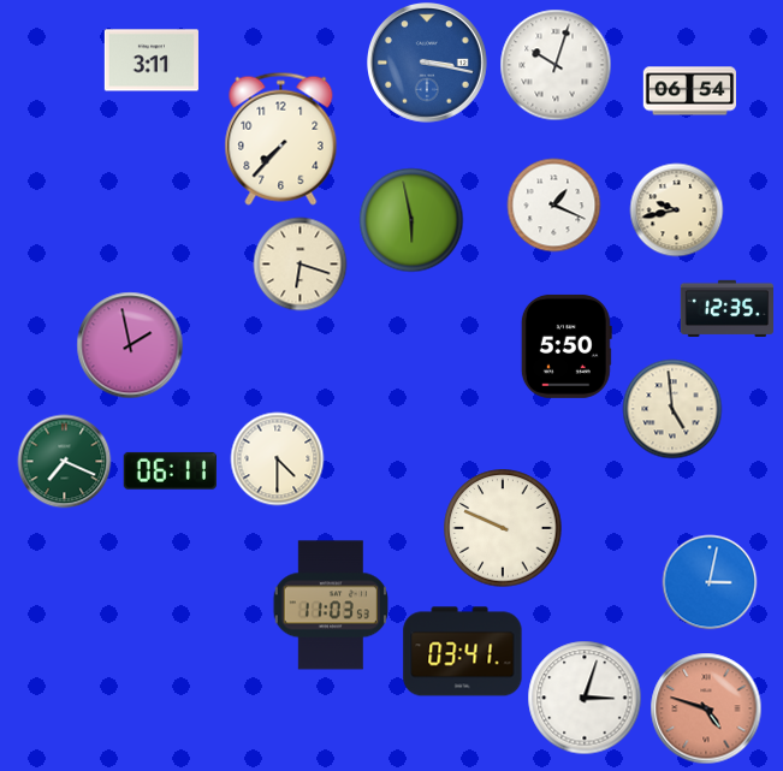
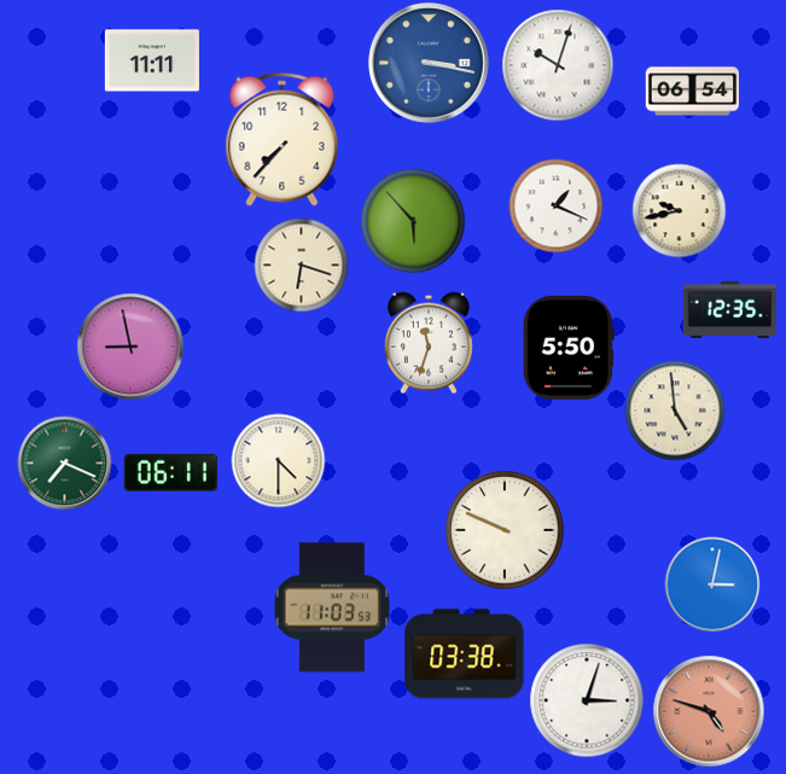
clock at (152, 60): 3:11 -> 11:11
clock at (411, 220): 5:58 -> 5:53
clock at (429, 343): none -> 11:33
clock at (130, 345): 1:58 -> 8:58
clock at (463, 652): 03:41 -> 03:38
